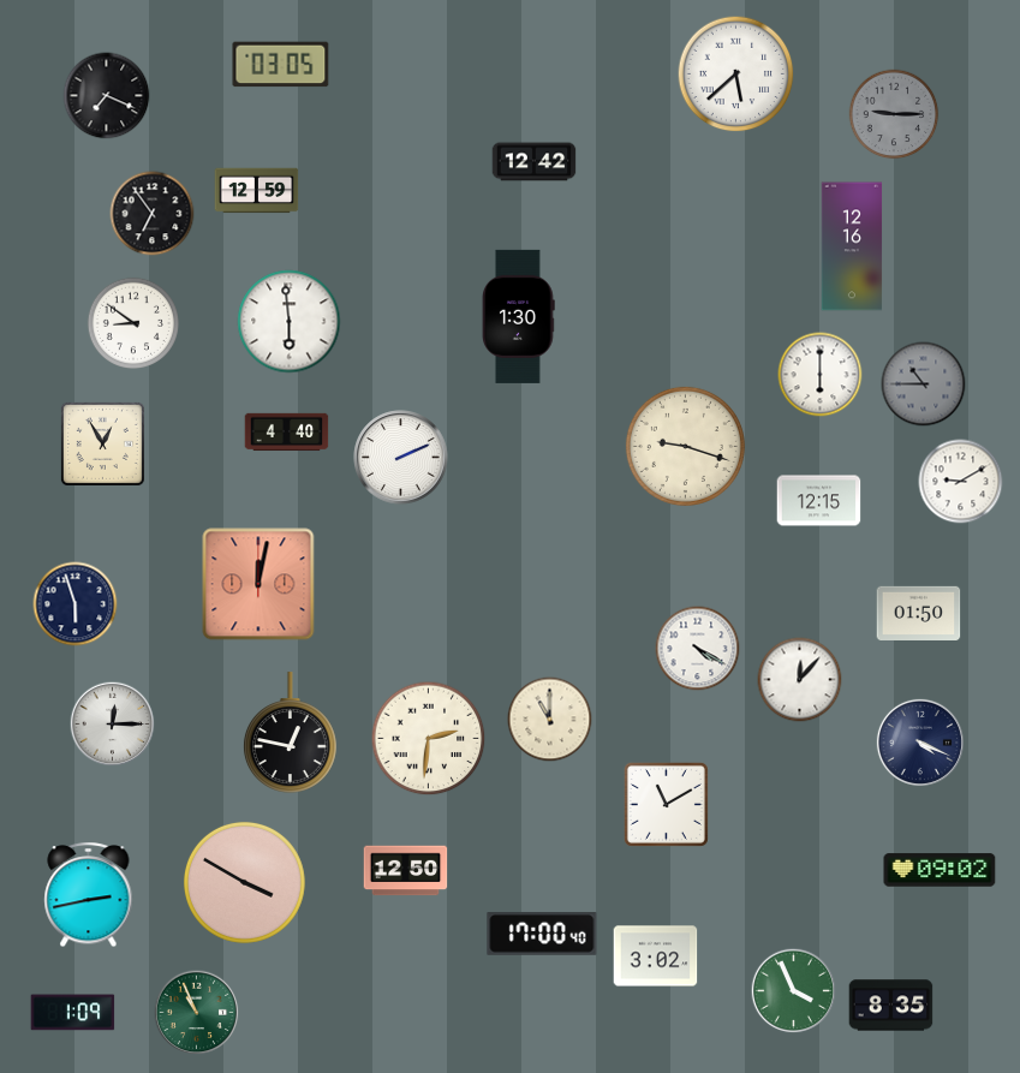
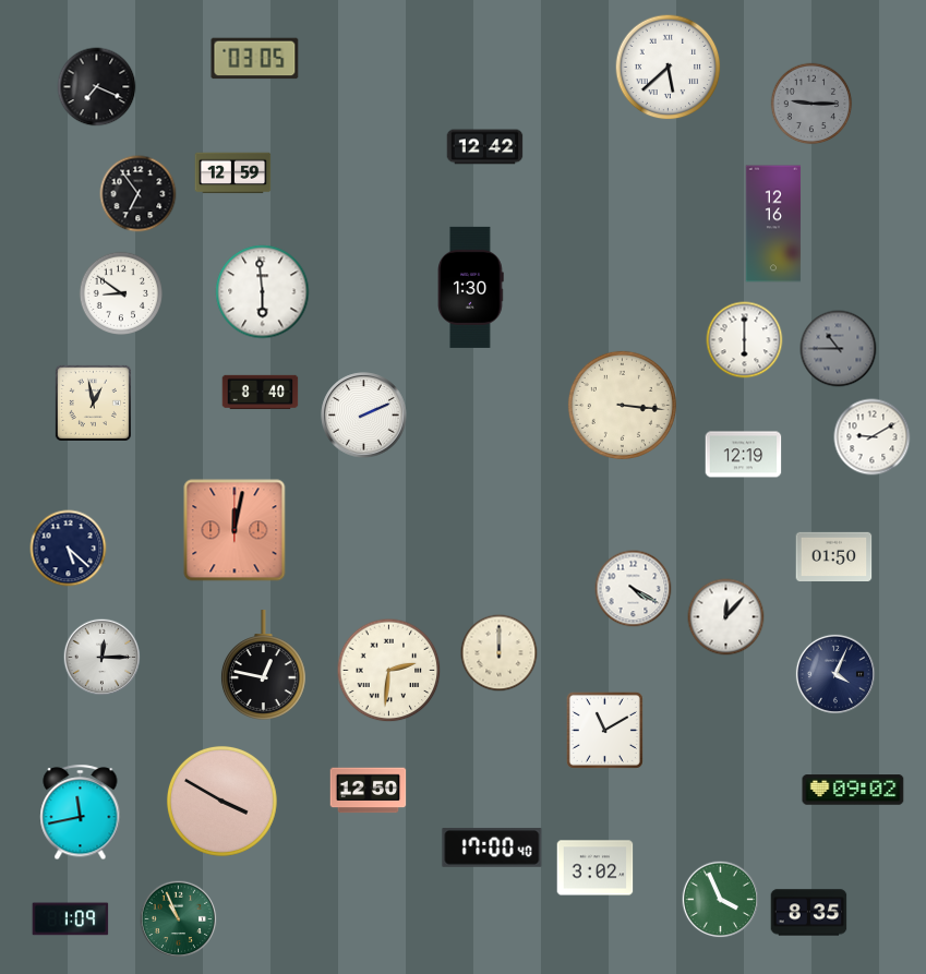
clock at (287, 433): 4:40 -> 8:40
clock at (102, 443): 12:55 -> 12:58
clock at (685, 446): 9:18 -> 3:16
clock at (819, 501): 12:15 -> 12:19
clock at (76, 604): 5:57 -> 5:22
clock at (550, 720): 11:00 -> 12:00
clock at (920, 743): 4:19 -> 4:04
clock at (89, 895): 2:43 -> 11:43
clock at (73, 1013) position: (73, 1013) -> (71, 919)
